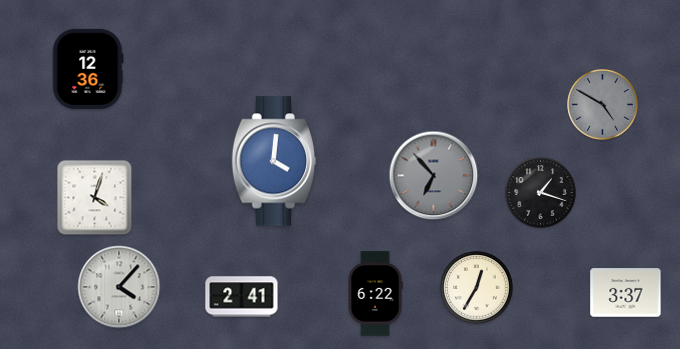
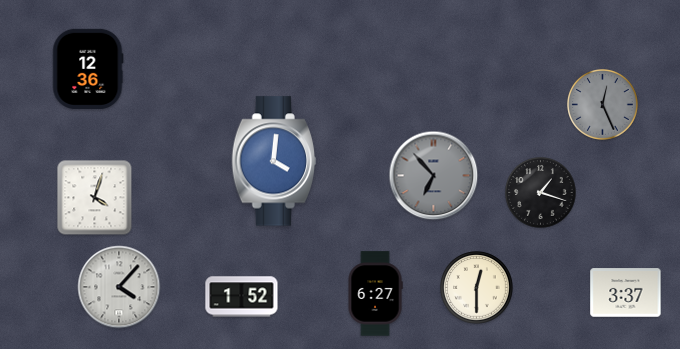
clock at (603, 105): 4:50 -> 12:26
clock at (477, 288): 12:35 -> 12:30
clock at (375, 294): 6:22 -> 6:27
clock at (242, 297): 2:41 -> 1:52
